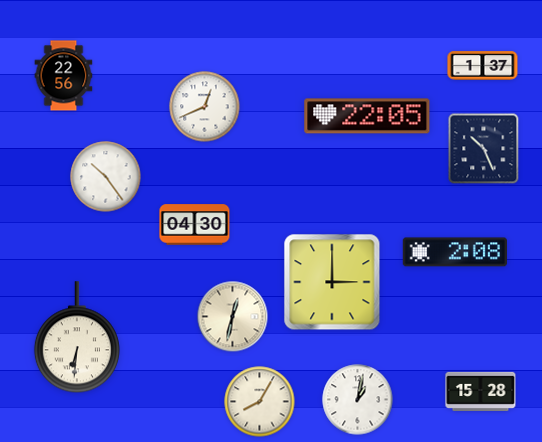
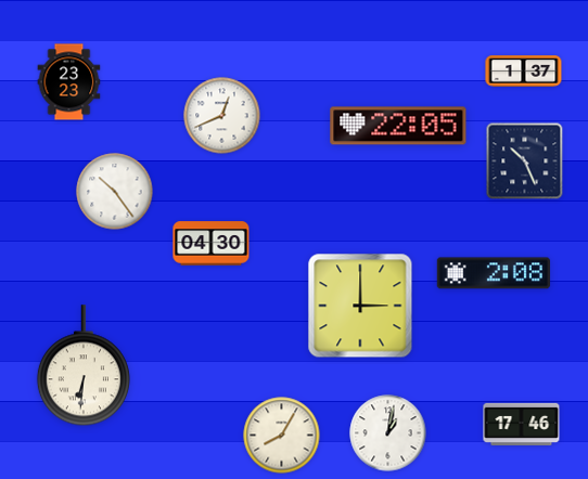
clock at (64, 76): 22:56 -> 23:23
clock at (233, 317): 12:32 -> none
clock at (481, 391): 15:28 -> 17:46
